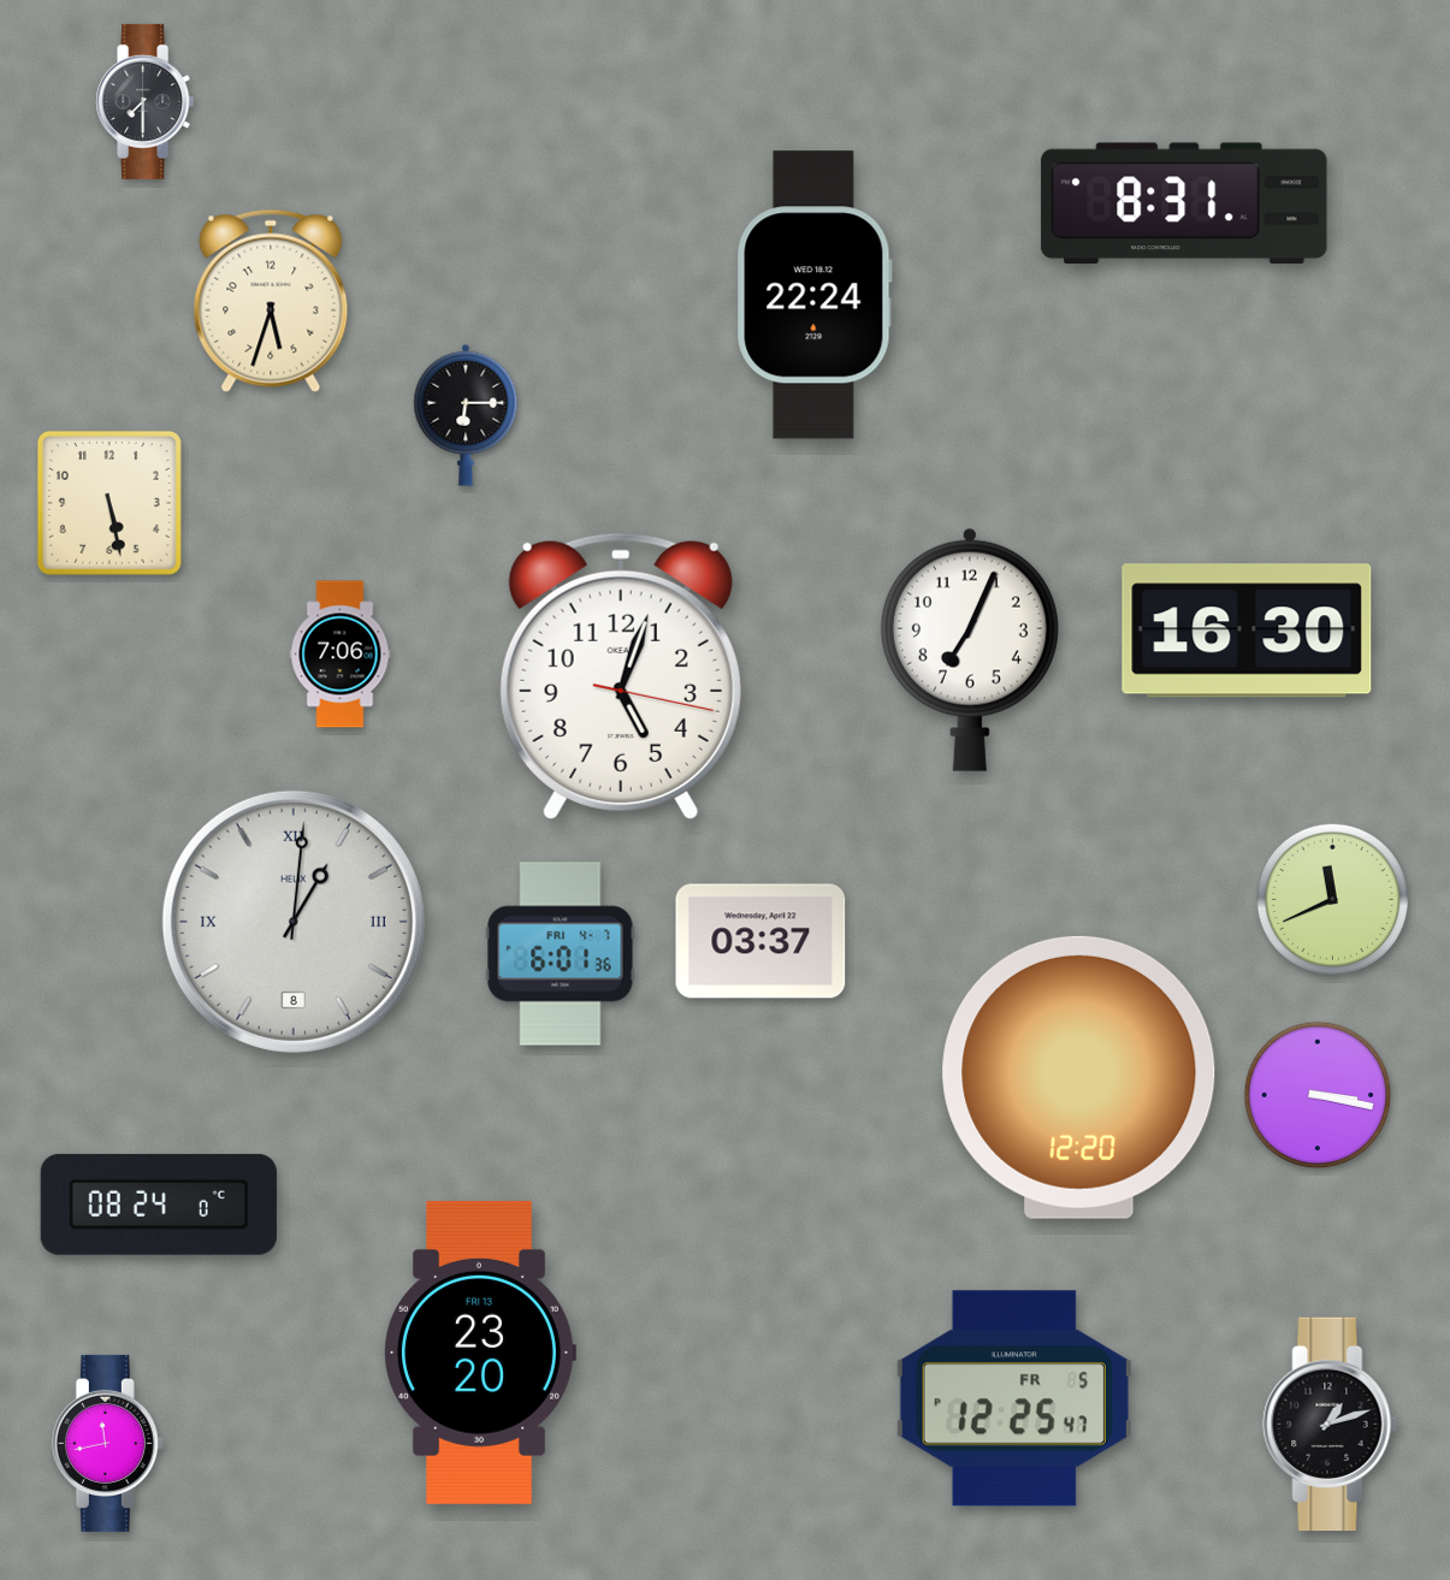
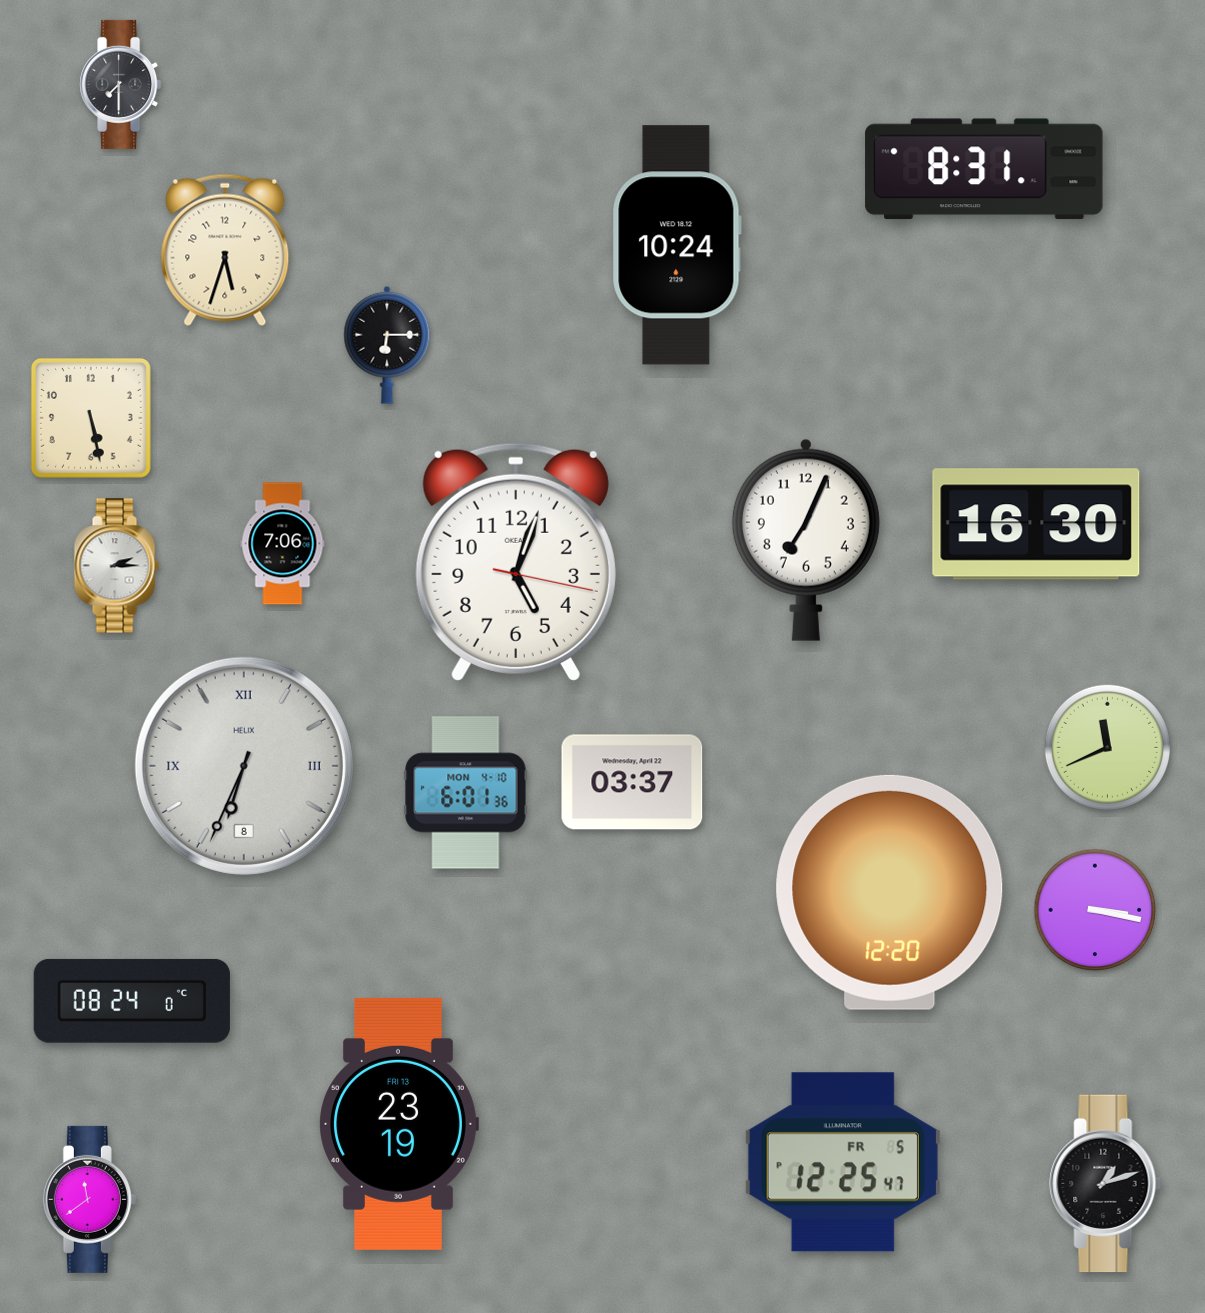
clock at (815, 295): 22:24 -> 10:24
clock at (116, 566): none -> 2:15
clock at (294, 922): 1:01 -> 6:34
clock at (561, 954) date: FRI 4-7 -> MON 4-10
clock at (1079, 1077) position: (1079, 1077) -> (890, 892)
clock at (480, 1353): 23:20 -> 23:19
clock at (107, 1443): 11:43 -> 11:39
